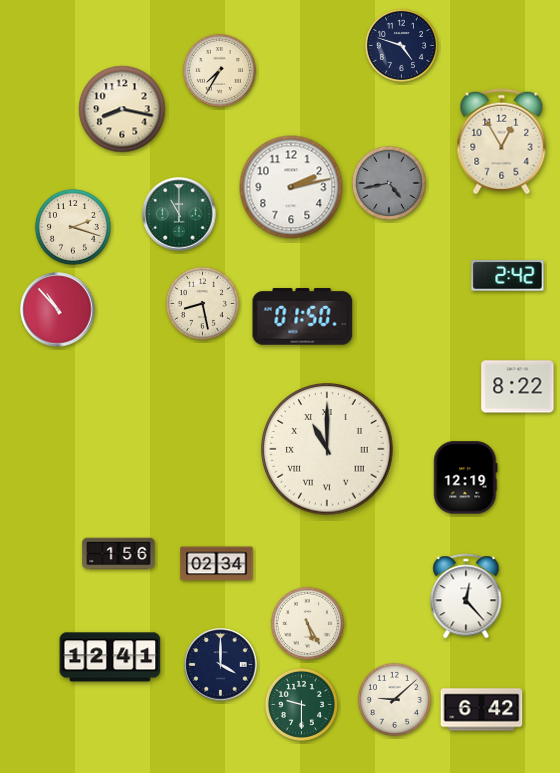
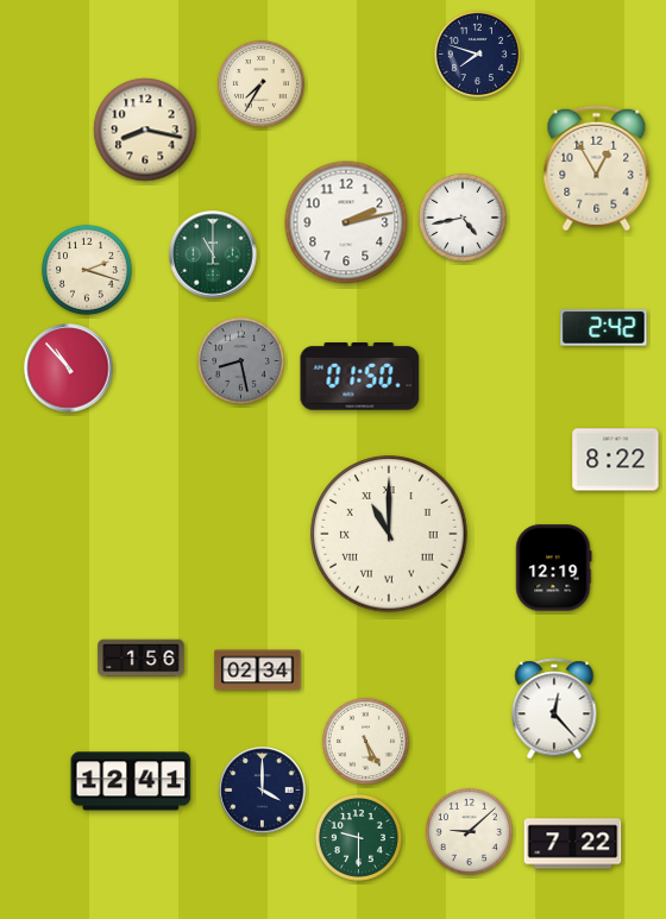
clock at (401, 45): 4:48 -> 7:48
clock at (389, 183) dial: grey -> white
clock at (202, 303) dial: cream -> grey
clock at (482, 710): 6:42 -> 7:22
